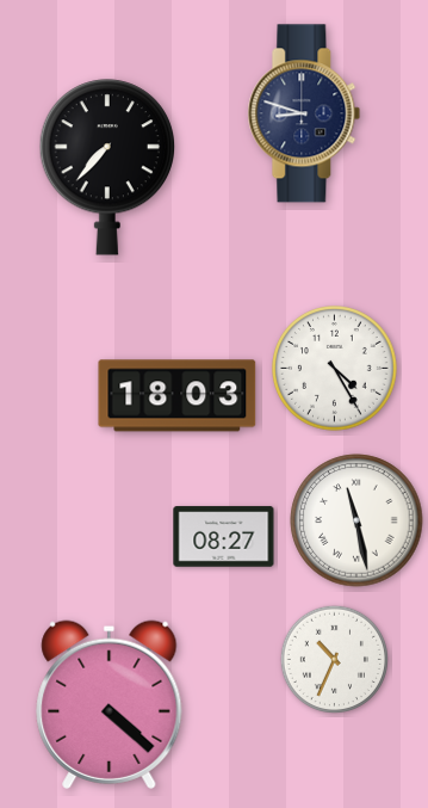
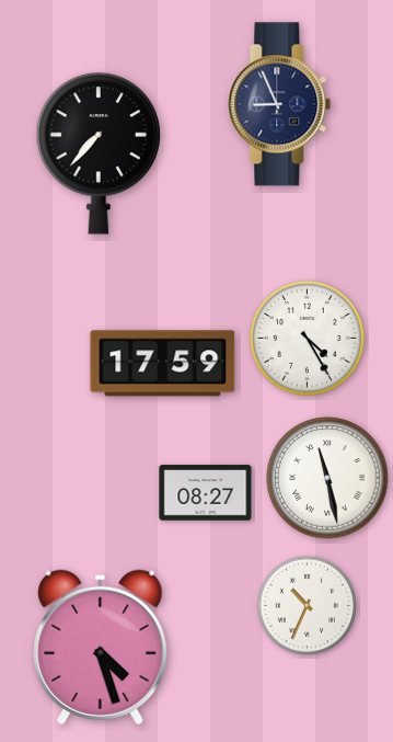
clock at (304, 113): 8:48 -> 8:56
clock at (178, 396): 18:03 -> 17:59
clock at (110, 704): 4:22 -> 4:27
